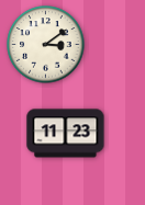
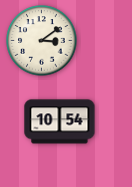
clock at (66, 134): 11:23 -> 10:54
